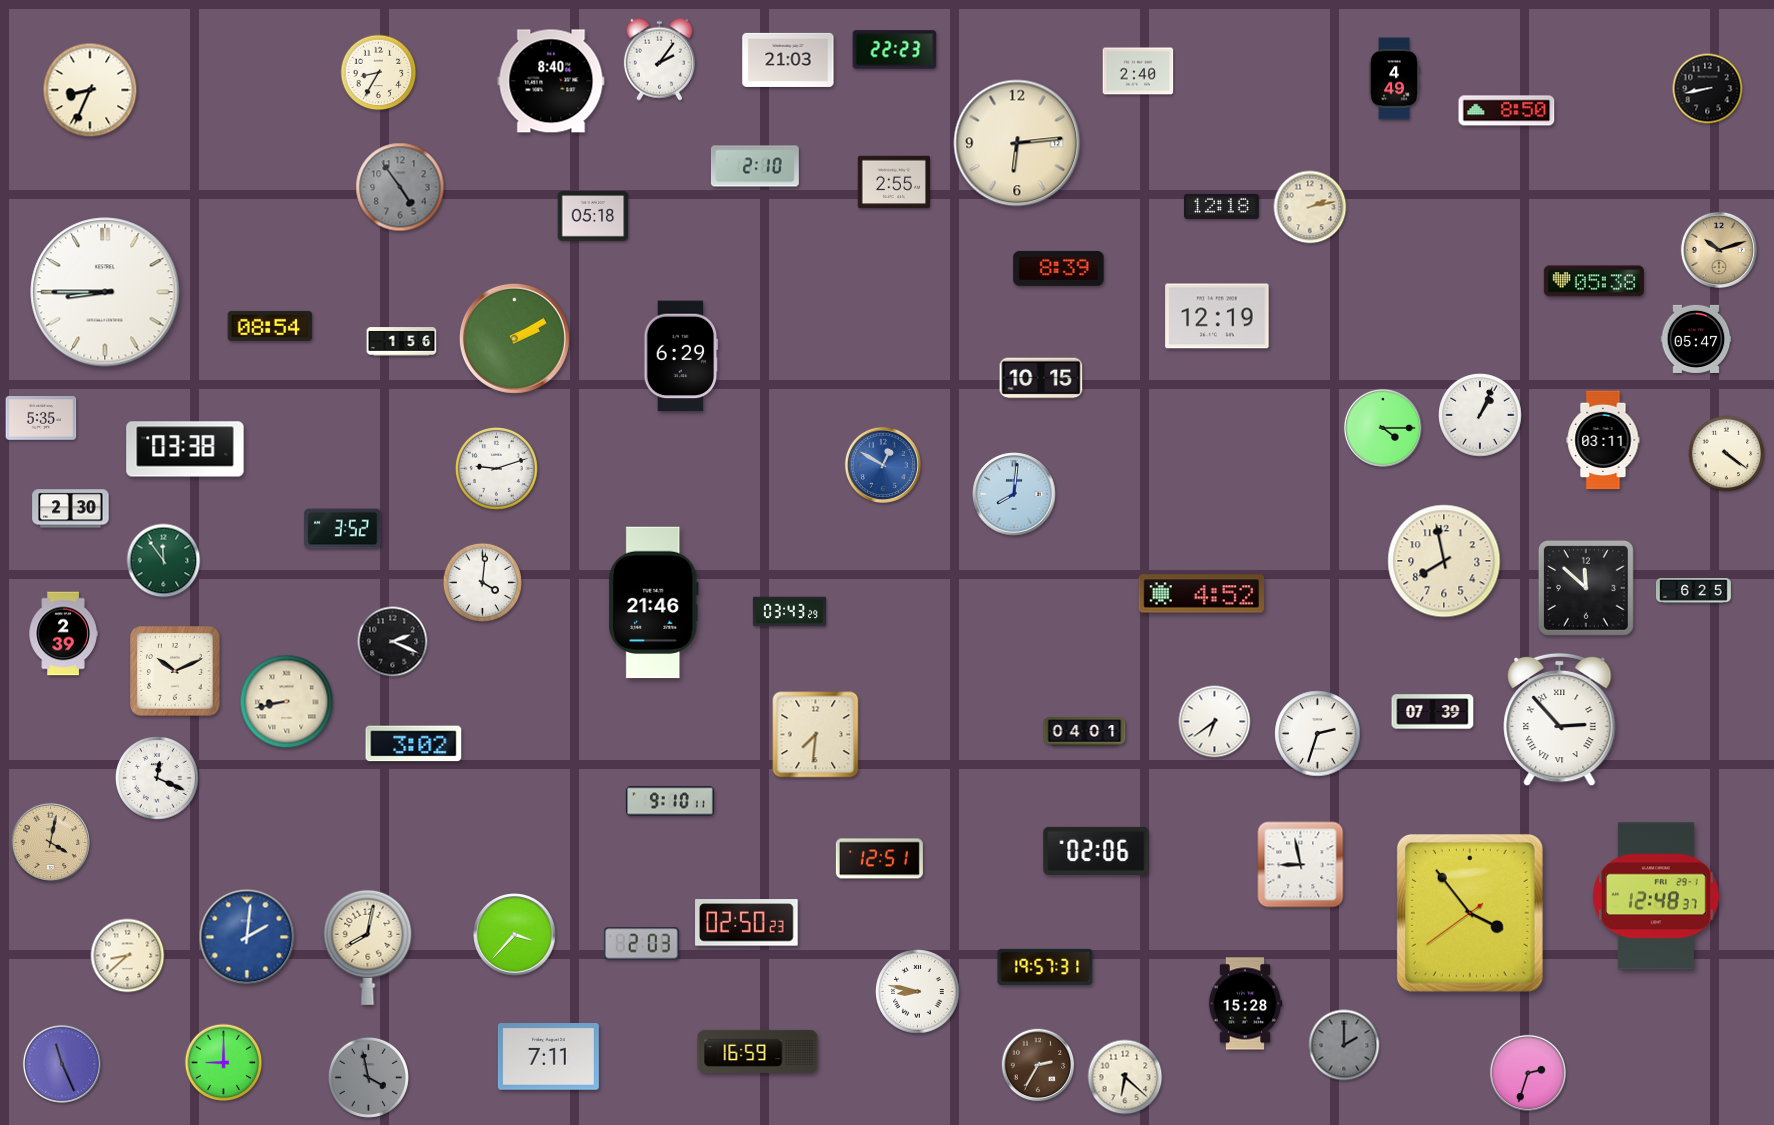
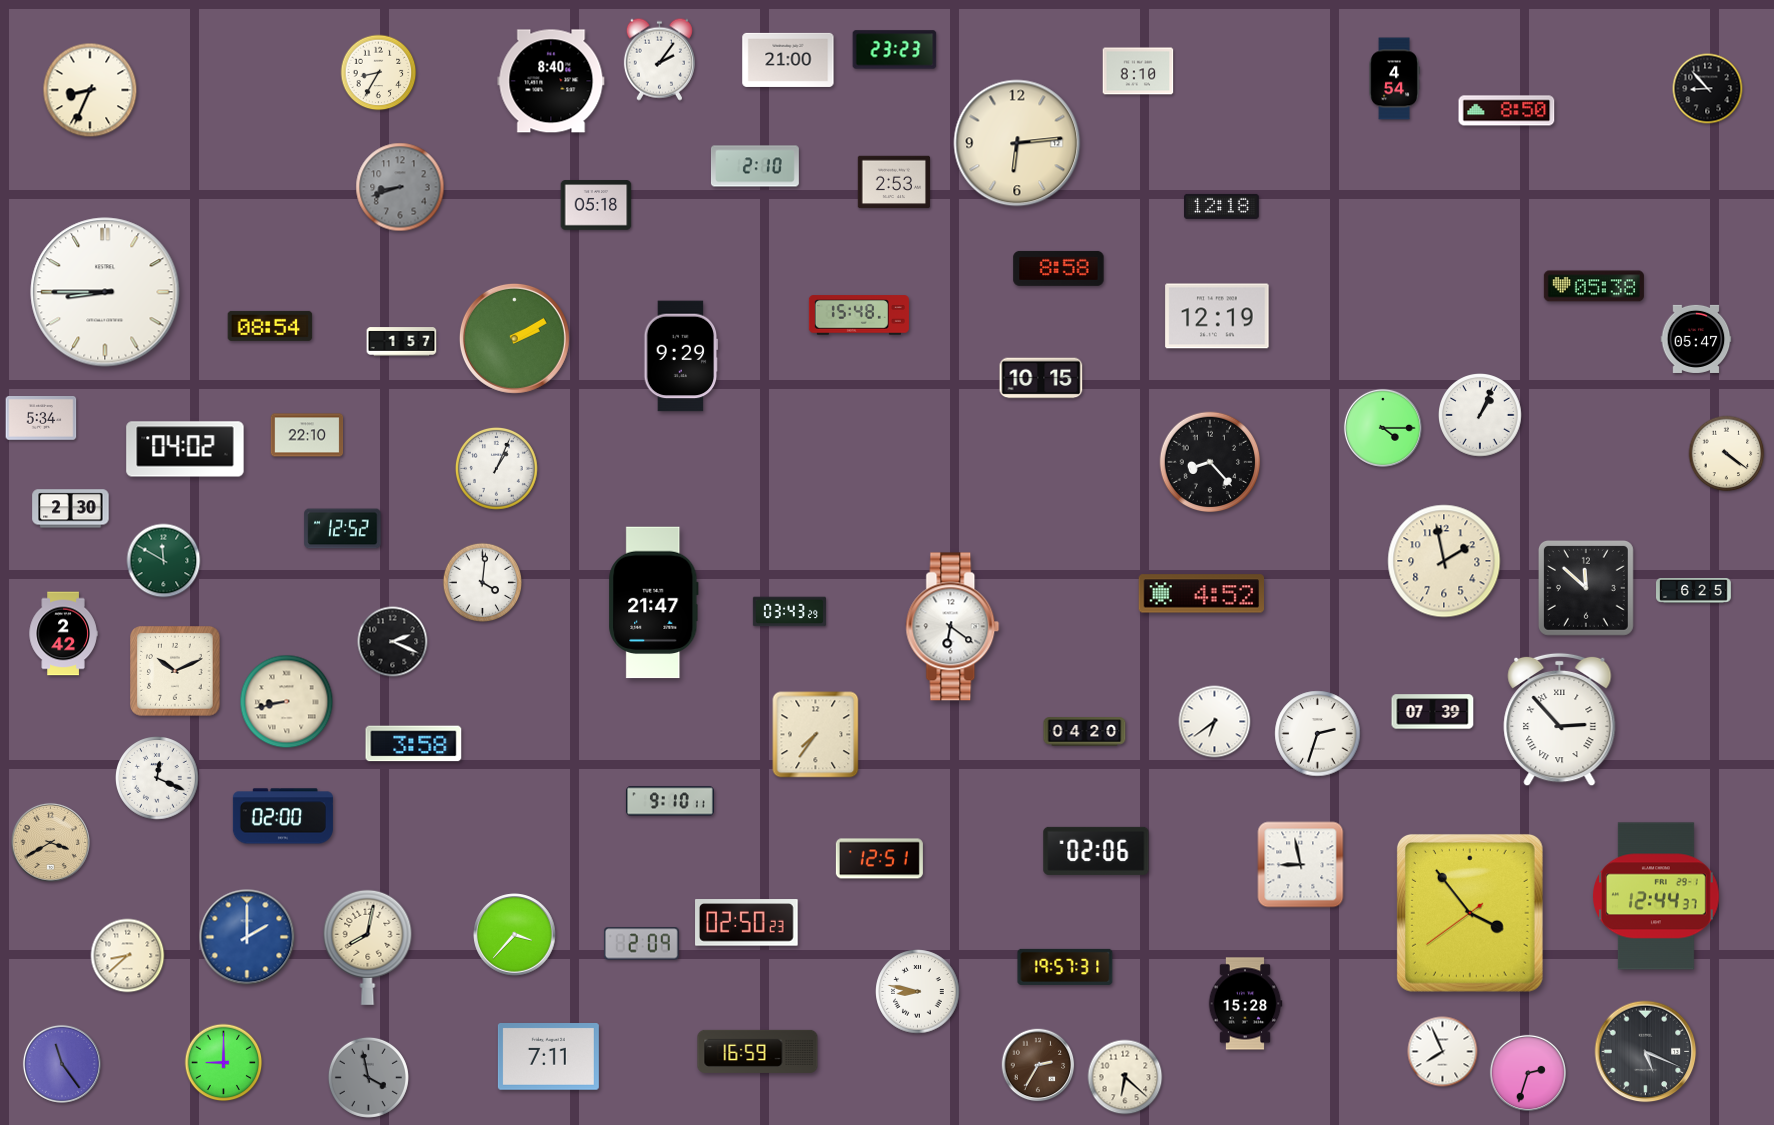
clock at (895, 50): 22:23 -> 23:23
clock at (788, 60): 21:03 -> 21:00
clock at (1138, 71): 2:40 -> 8:10
clock at (1394, 79): 4:49 -> 4:54
clock at (1708, 89): 8:43 -> 8:53
clock at (894, 182): 2:55 -> 2:53
clock at (400, 187): 4:54 -> 8:42
clock at (1310, 207): 2:13 -> none
clock at (593, 216) position: (593, 216) -> (596, 205)
clock at (1719, 250): 10:12 -> none
clock at (1059, 268): 8:39 -> 8:58
clock at (1594, 281) position: (1594, 281) -> (1594, 286)
clock at (859, 315): none -> 15:48
clock at (402, 342): 1:56 -> 1:57
clock at (681, 356): 6:29 -> 9:29
clock at (41, 419): 5:35 -> 5:34
clock at (307, 435): none -> 22:10
clock at (1603, 440): 03:11 -> none
clock at (185, 449): 03:38 -> 04:02
clock at (1210, 462): none -> 8:23
clock at (883, 465): 12:50 -> none
clock at (496, 468): 9:12 -> 1:04
clock at (1014, 494): 8:01 -> none
clock at (343, 529): 3:52 -> 12:52
clock at (164, 561): 11:54 -> 11:50
clock at (1444, 561): 7:58 -> 1:58
clock at (654, 603): 21:46 -> 21:47
clock at (953, 627): none -> 6:21
clock at (63, 634): 2:39 -> 2:42
clock at (1085, 732): 04:01 -> 04:20
clock at (816, 735): 7:31 -> 7:36
clock at (414, 744): 3:02 -> 3:58
clock at (283, 816): none -> 02:00
clock at (50, 842): 4:02 -> 3:40
clock at (1657, 896): 12:48 -> 12:44
clock at (247, 937): 2:01 -> 2:00
clock at (642, 944): 2:03 -> 2:09
clock at (1045, 967) position: (1045, 967) -> (1065, 967)
clock at (1344, 1045): 2:00 -> none
clock at (1443, 1052): none -> 7:56
clock at (1646, 1052): none -> 5:19
clock at (62, 1064): 11:26 -> 11:24
